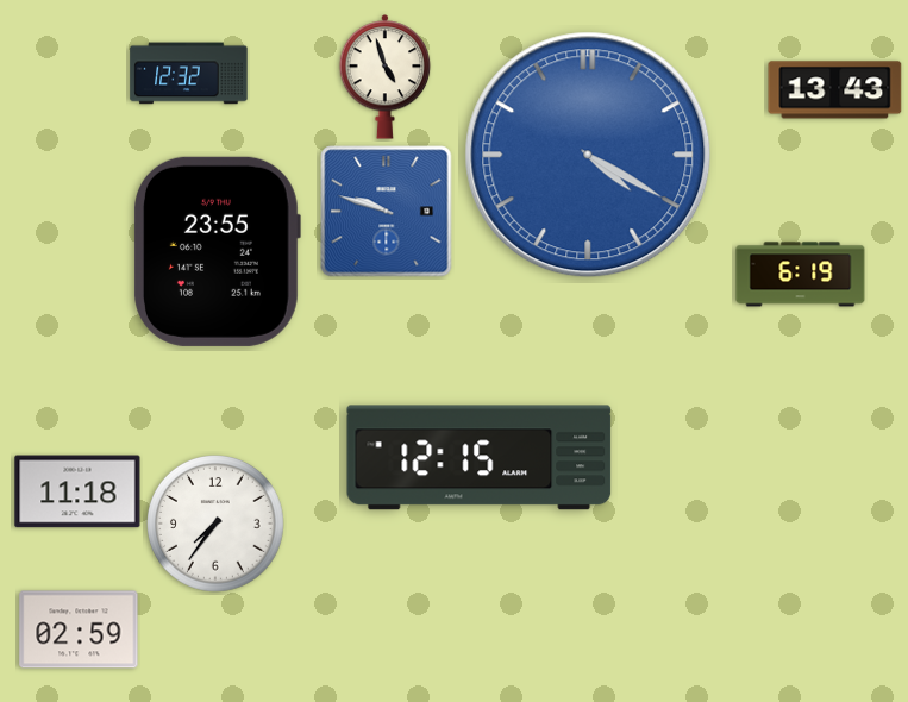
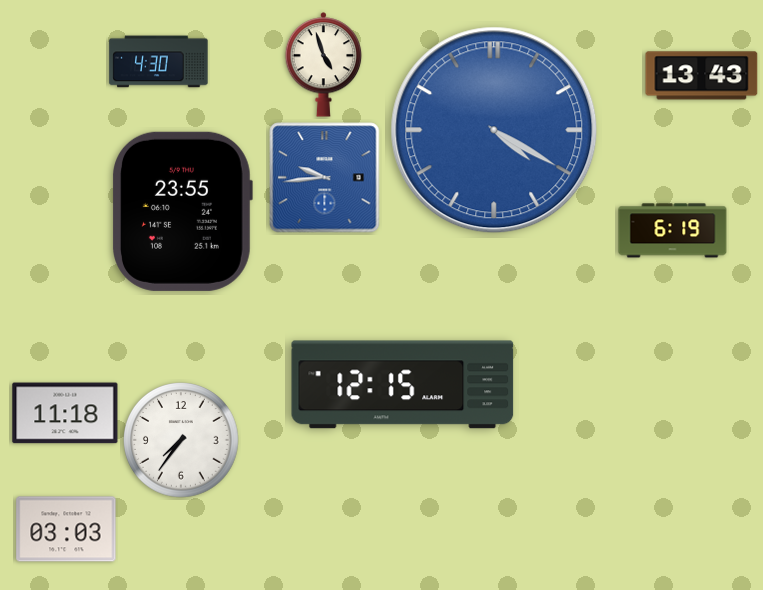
clock at (189, 74): 12:32 -> 4:30
clock at (387, 212): 9:48 -> 9:44
clock at (79, 629): 02:59 -> 03:03
